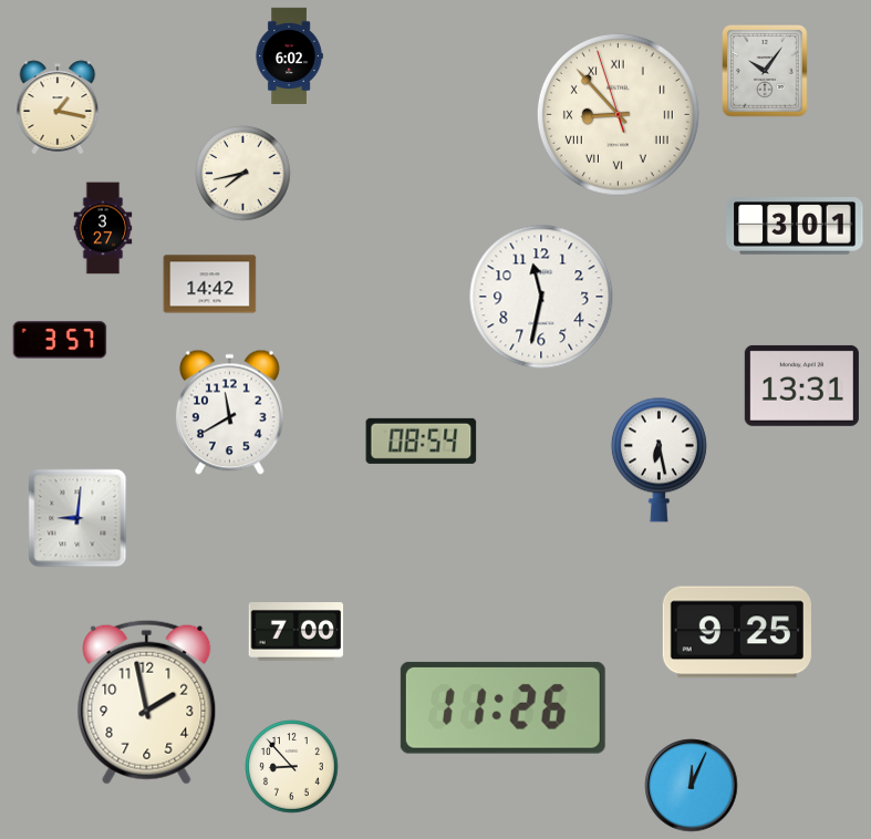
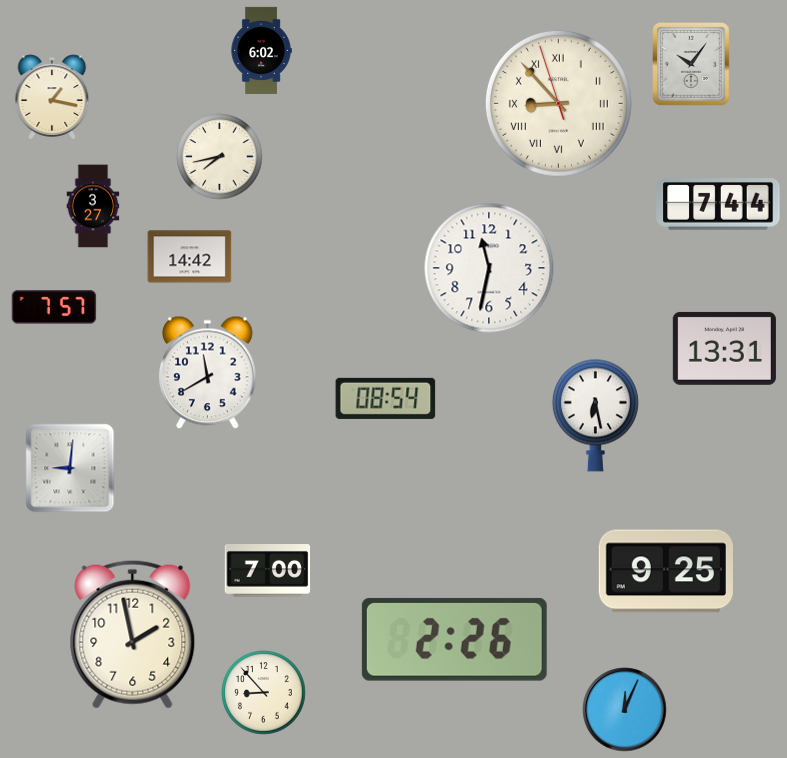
clock at (795, 227): 3:01 -> 7:44
clock at (60, 340): 3:57 -> 7:57
clock at (422, 441) position: (422, 441) -> (386, 398)
clock at (502, 707): 11:26 -> 2:26
